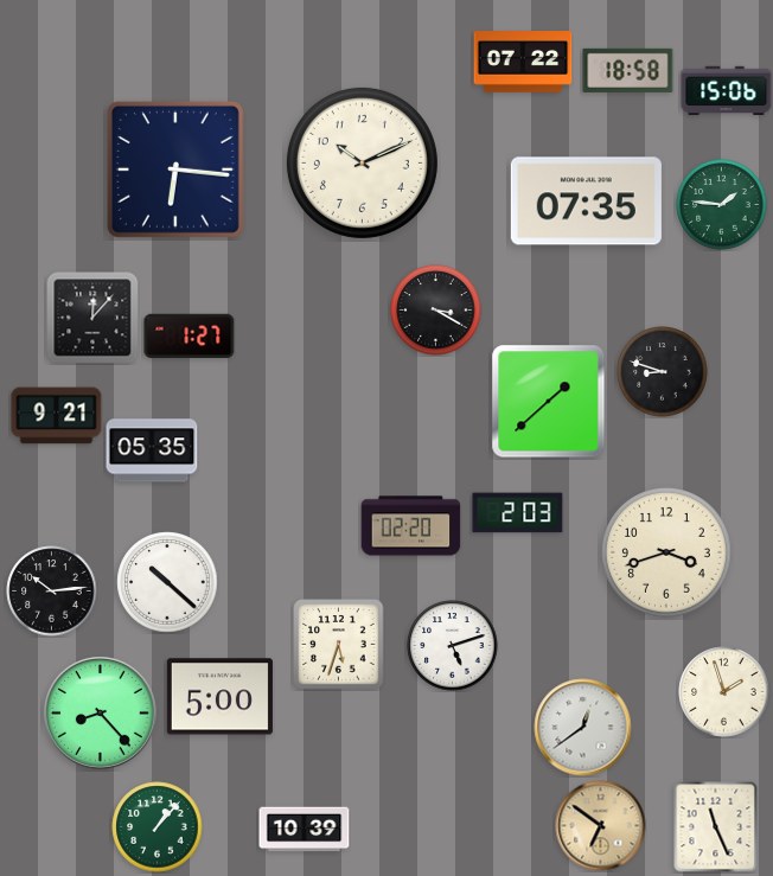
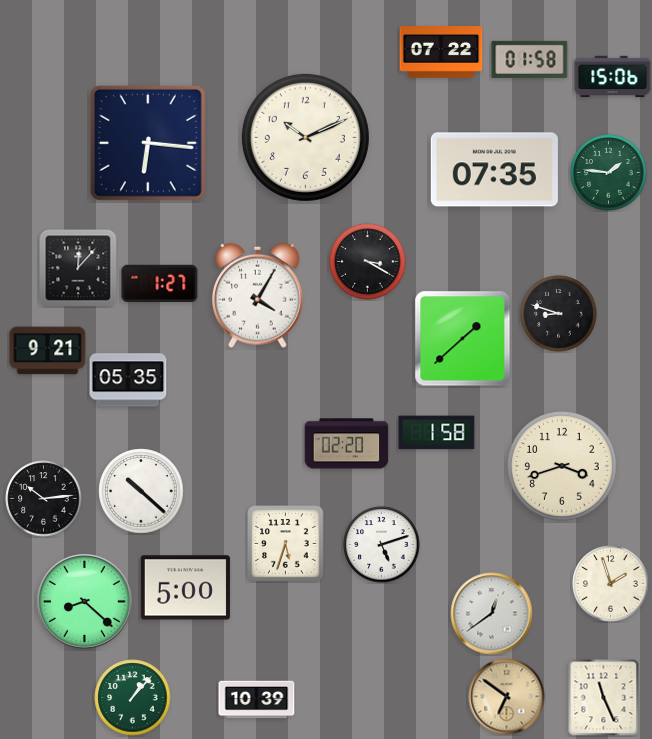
clock at (628, 70): 18:58 -> 01:58
clock at (258, 295): none -> 4:05
clock at (518, 513): 2:03 -> 1:58
clock at (100, 712): 8:23 -> 8:22
